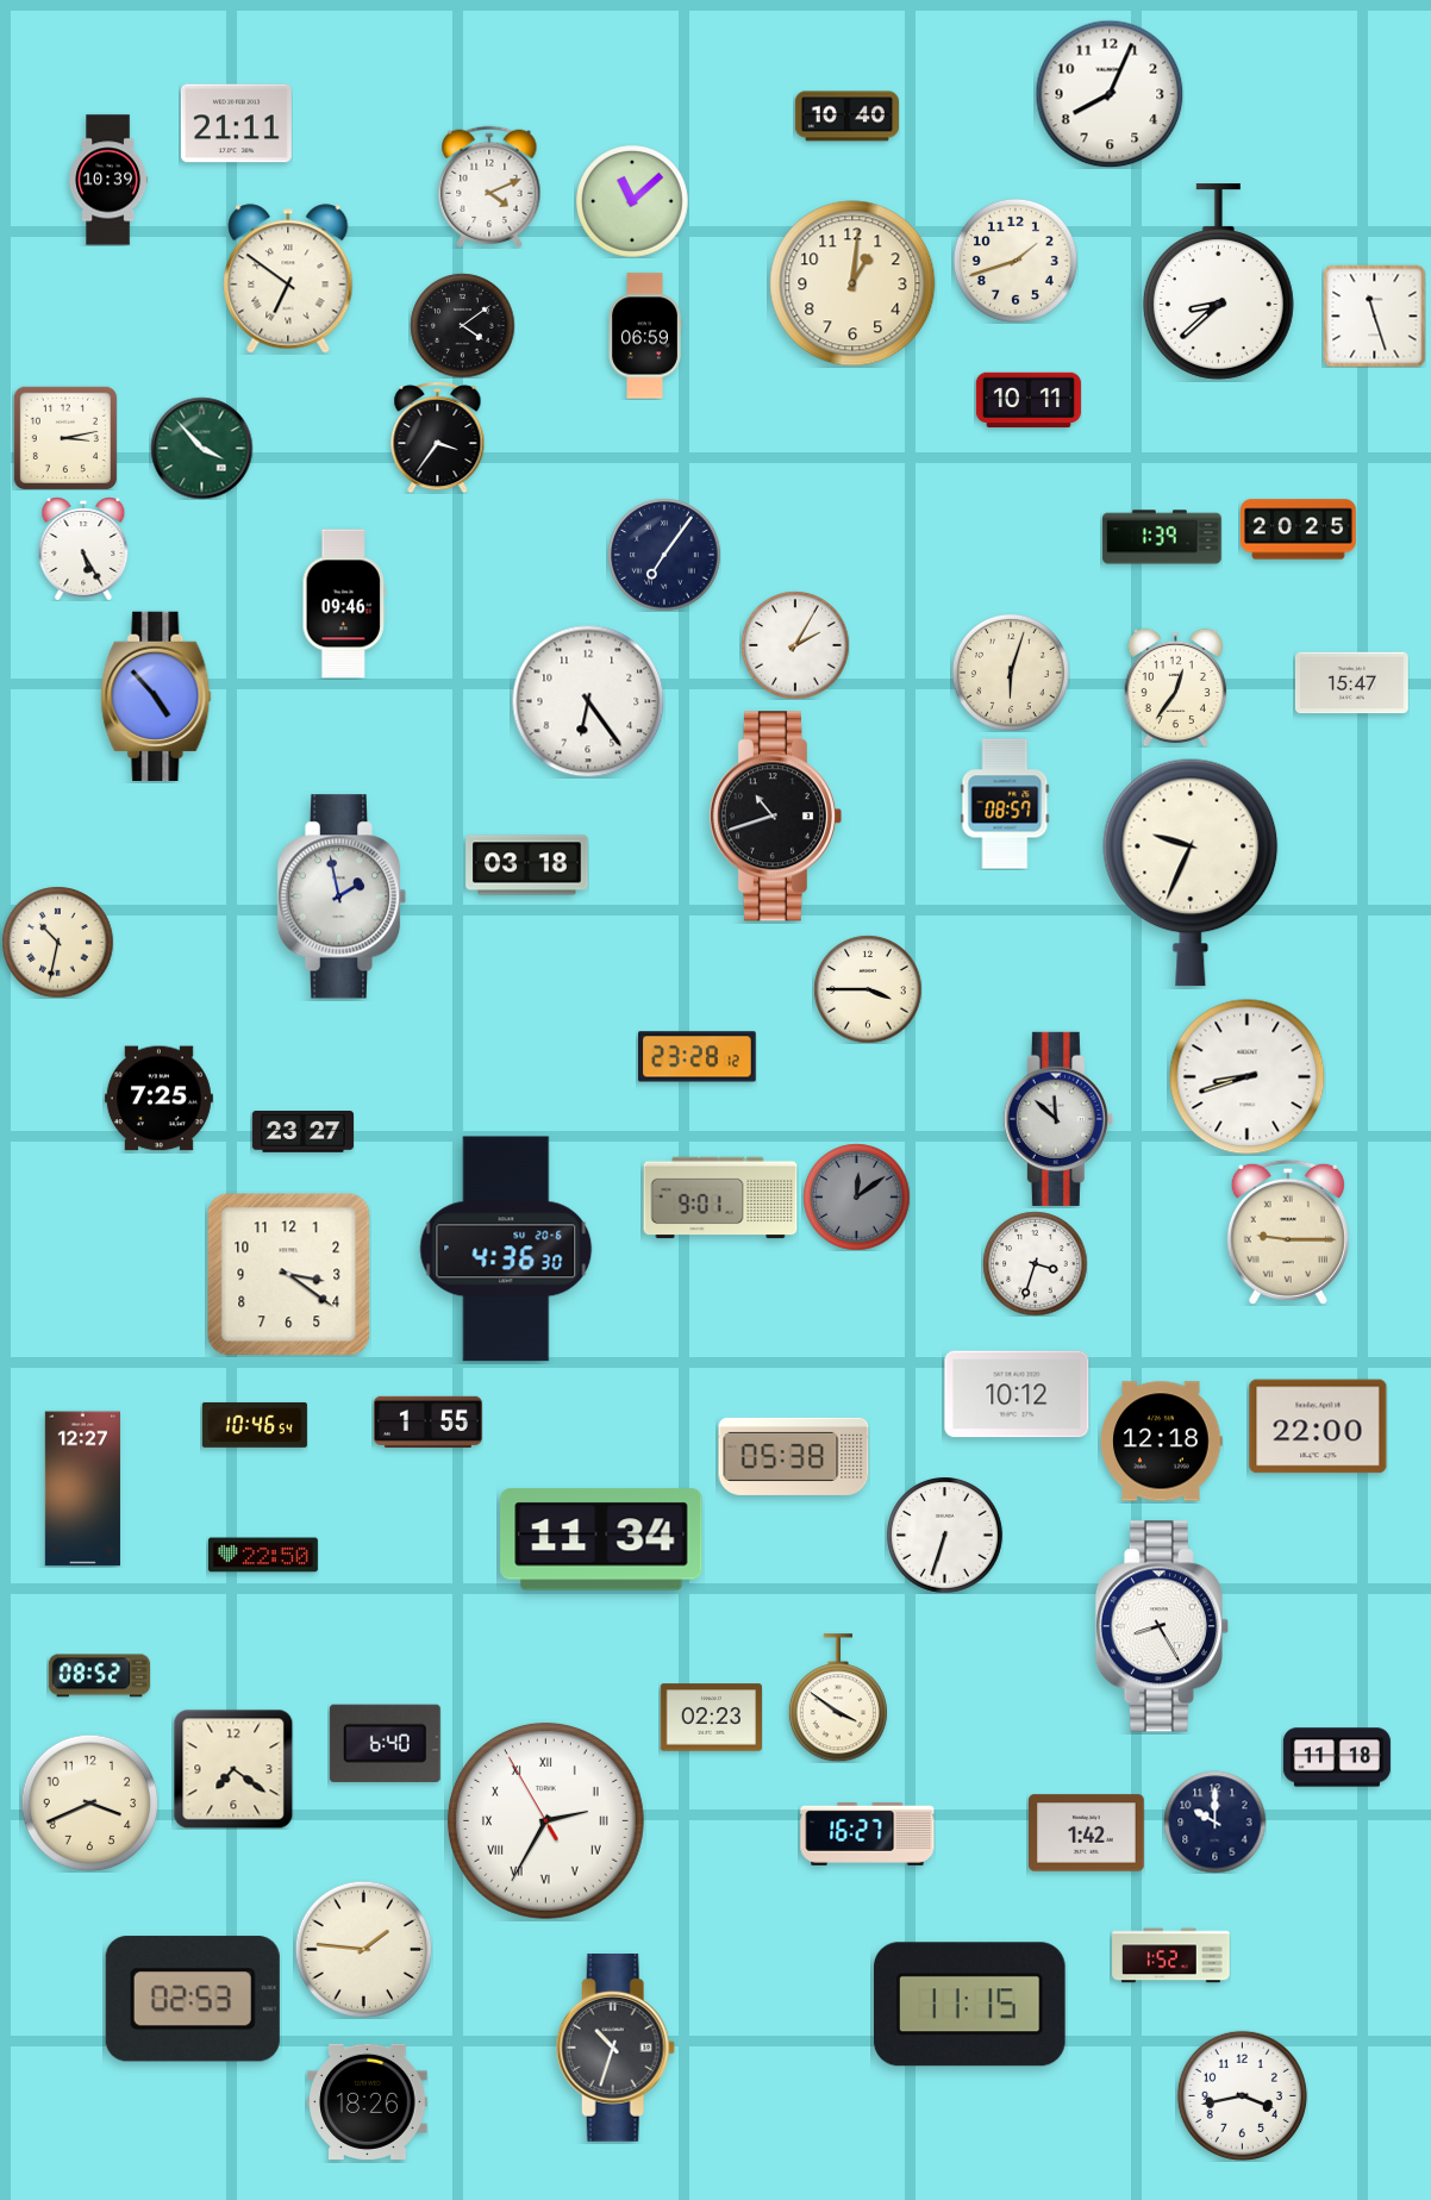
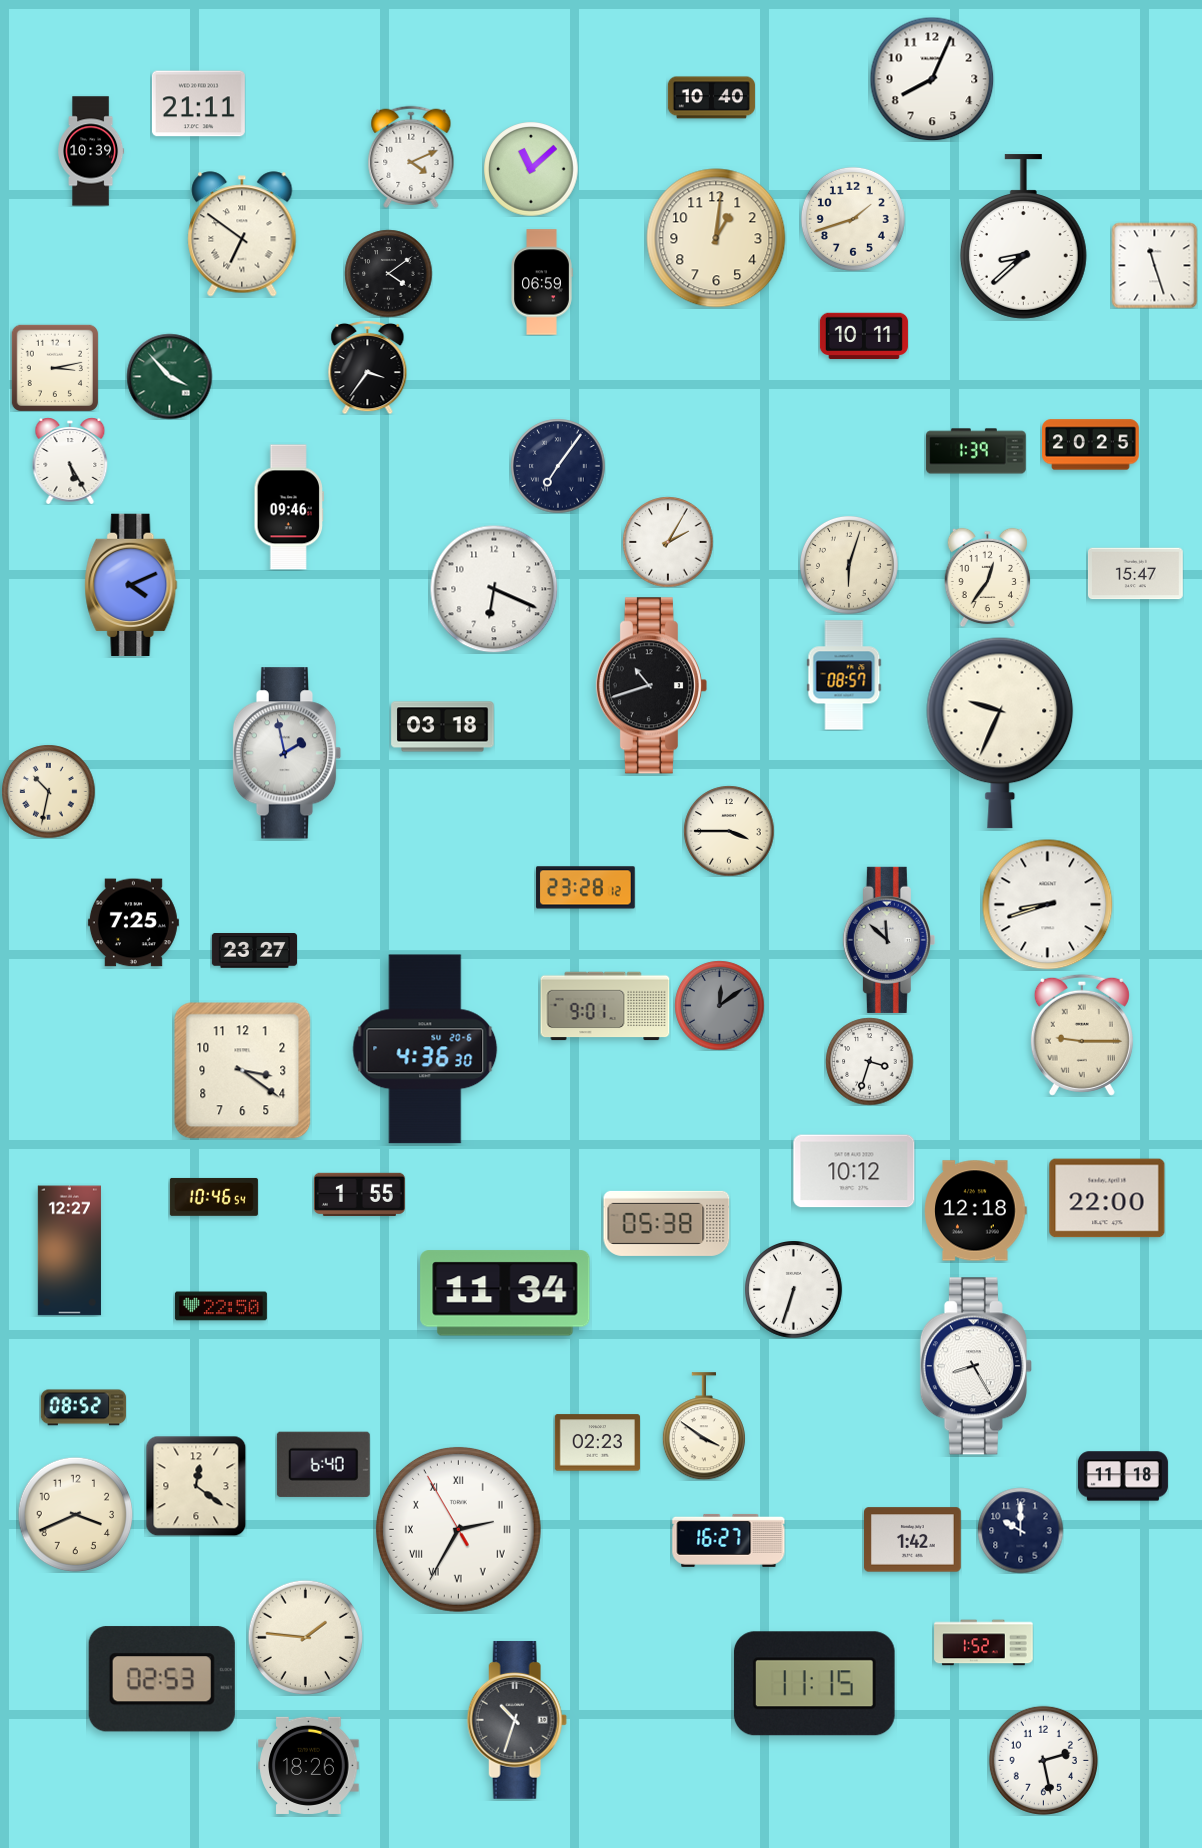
clock at (156, 695): 4:53 -> 4:11
clock at (588, 701): 6:24 -> 6:19
clock at (233, 1769): 7:21 -> 12:21
clock at (1242, 2095): 3:43 -> 2:28
